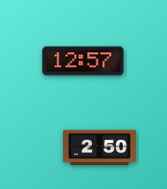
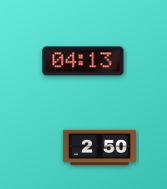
clock at (83, 61): 12:57 -> 04:13
